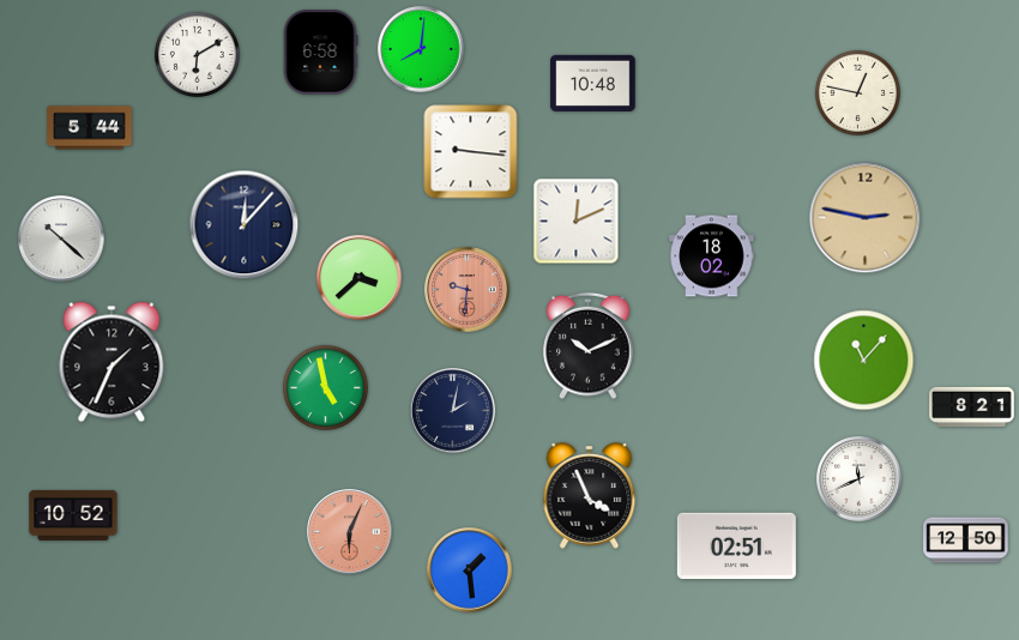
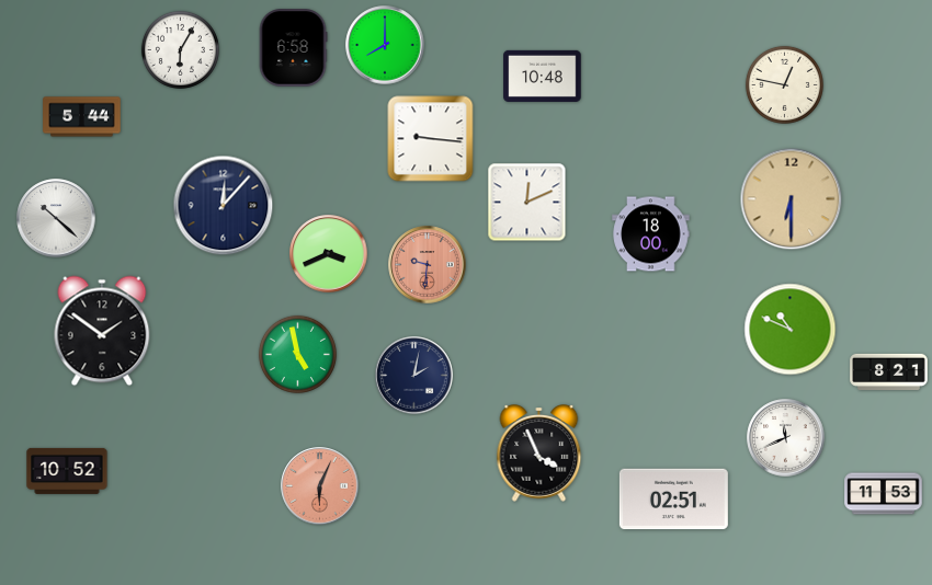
clock at (421, 49): 8:01 -> 8:00
clock at (197, 54): 6:10 -> 6:05
clock at (866, 218): 2:47 -> 6:30
clock at (712, 256): 18:02 -> 18:00
clock at (360, 278): 3:38 -> 3:41
clock at (589, 346): 10:11 -> none
clock at (864, 361): 11:07 -> 10:49
clock at (111, 362): 1:34 -> 1:51
clock at (966, 541): 12:50 -> 11:53
clock at (470, 570): 1:29 -> none
